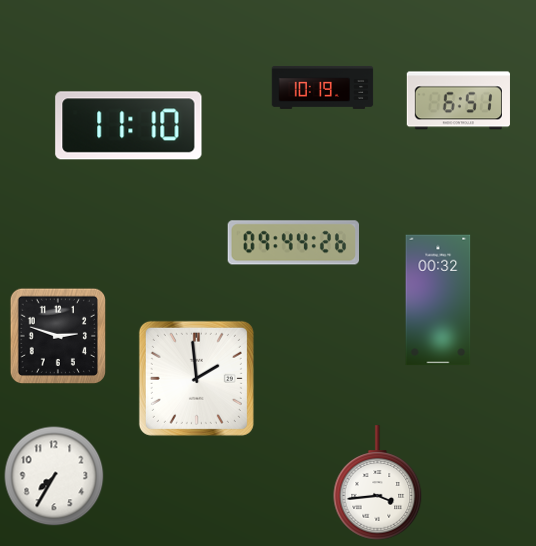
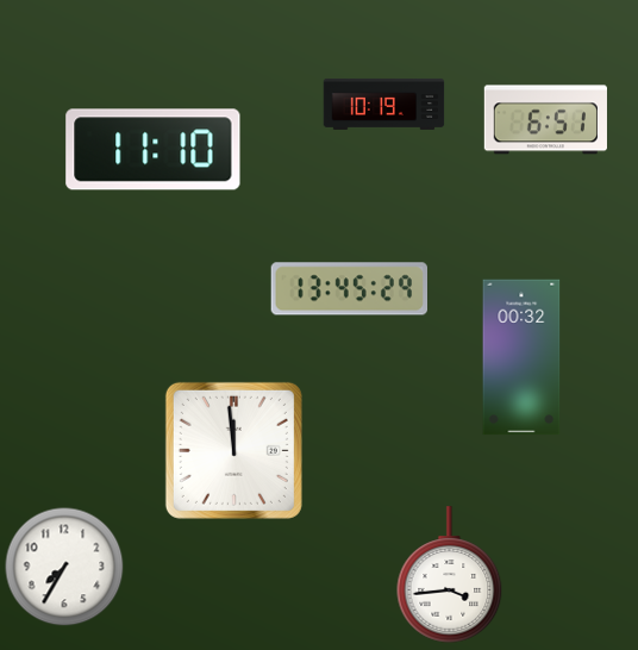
clock at (293, 243): 09:44 -> 13:45
clock at (58, 336): 2:48 -> none
clock at (196, 378): 1:59 -> 11:59
